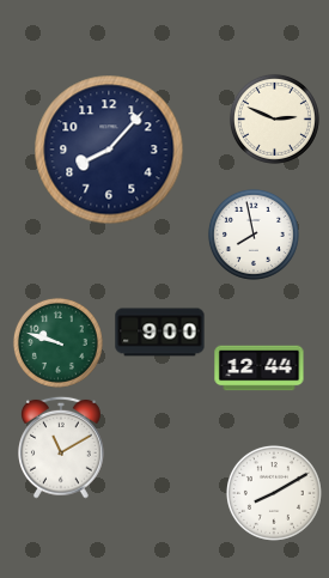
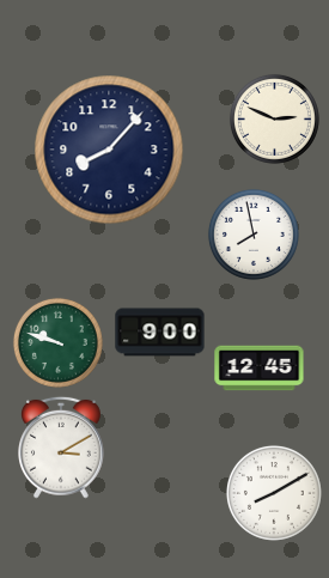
clock at (260, 369): 12:44 -> 12:45
clock at (62, 448): 11:10 -> 3:10
